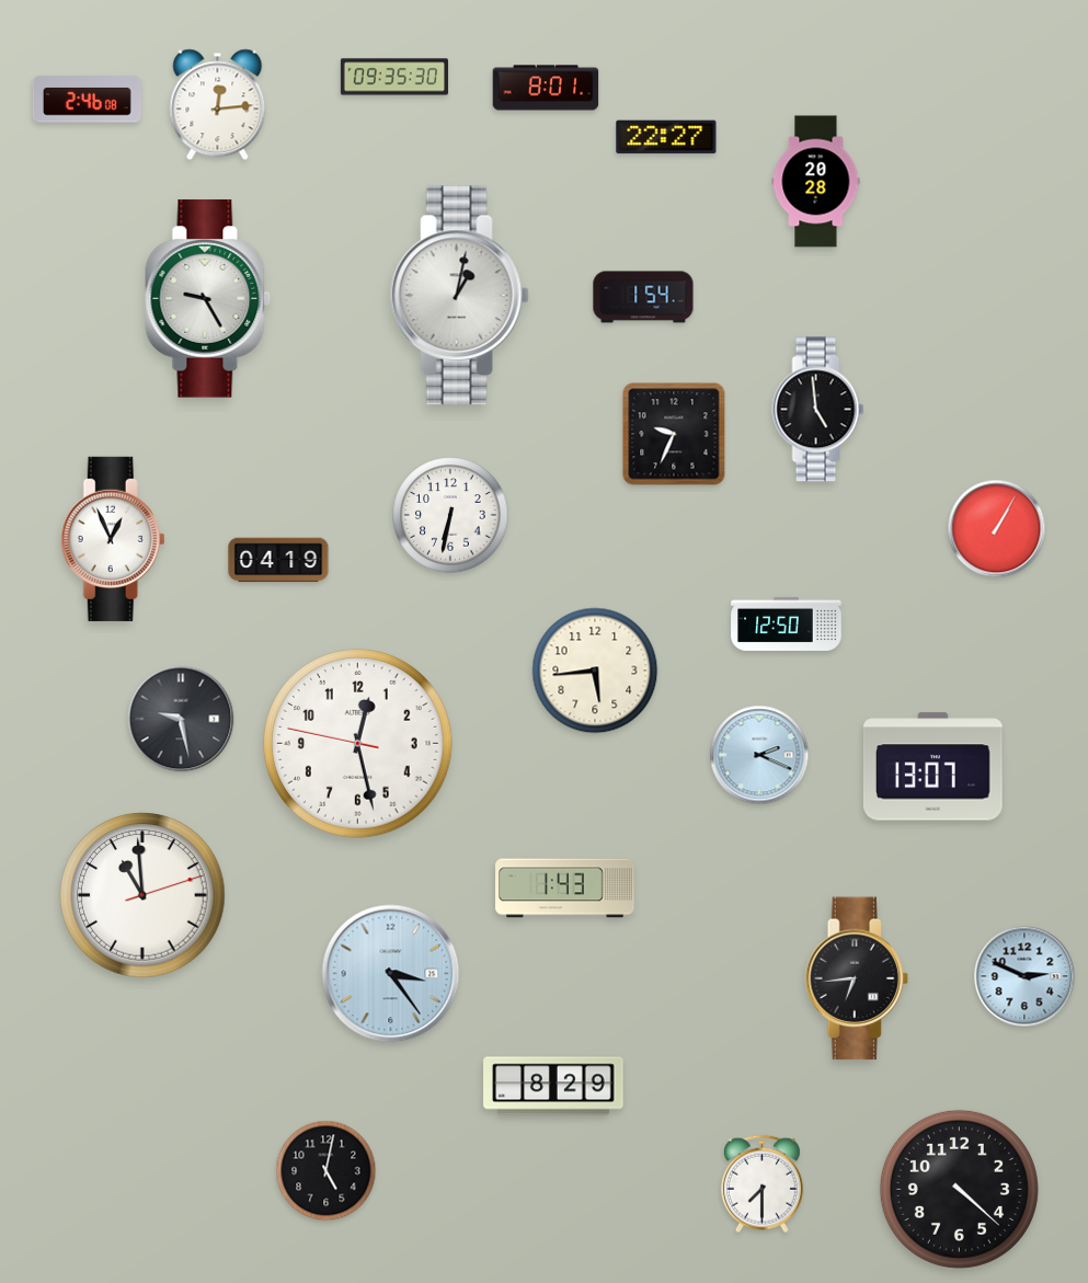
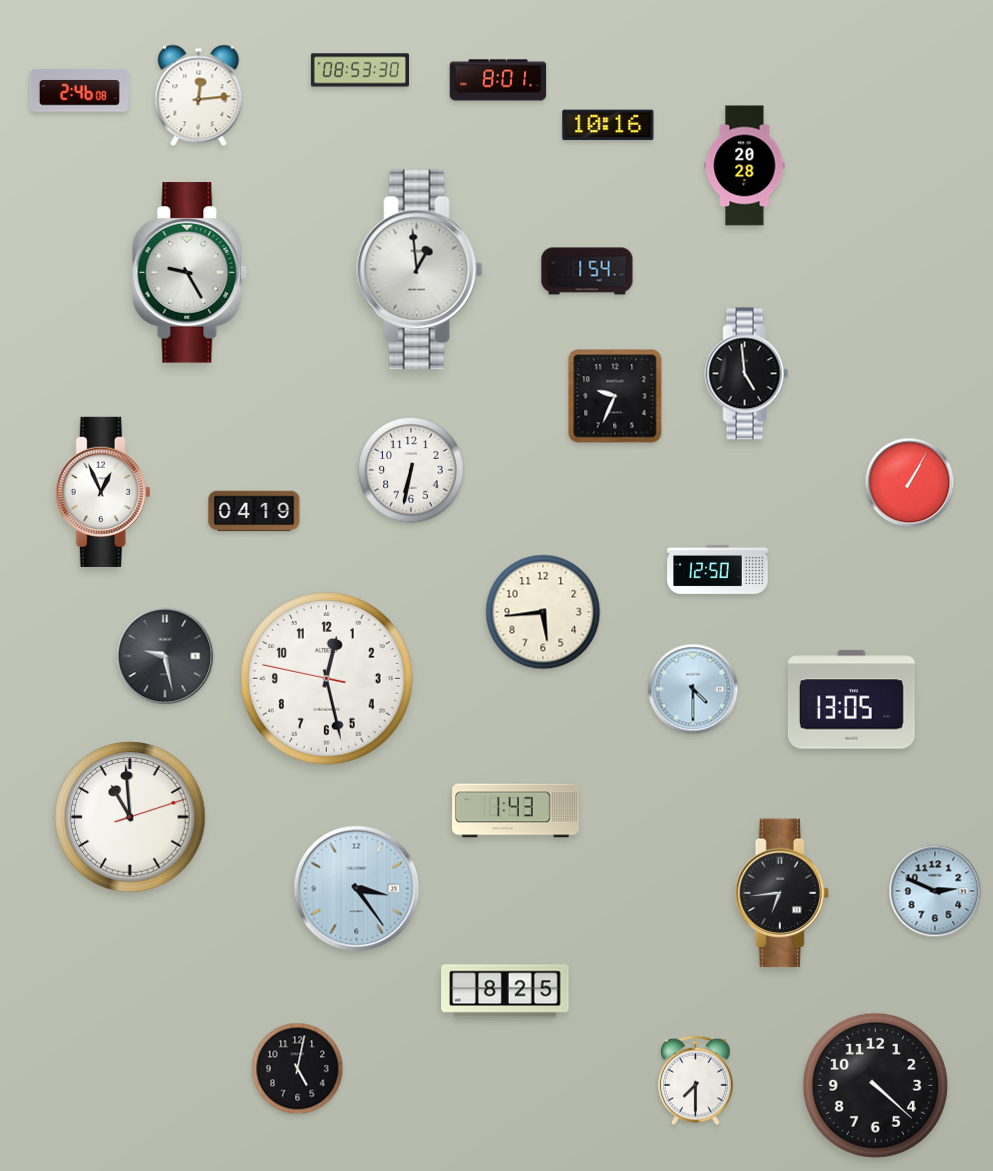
clock at (394, 77): 09:35 -> 08:53
clock at (666, 137): 22:27 -> 10:16
clock at (459, 296): 1:02 -> 12:59
clock at (759, 755): 2:19 -> 4:30
clock at (932, 767): 13:07 -> 13:05
clock at (553, 1086): 8:29 -> 8:25
